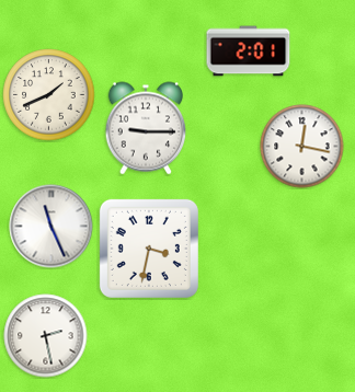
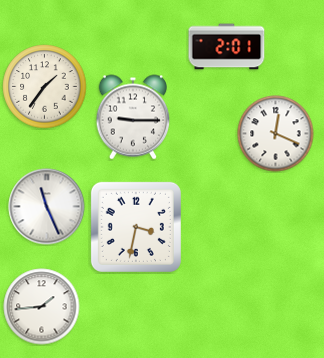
clock at (49, 95): 1:41 -> 1:36
clock at (302, 147): 12:17 -> 12:19
clock at (46, 336): 2:28 -> 1:44
